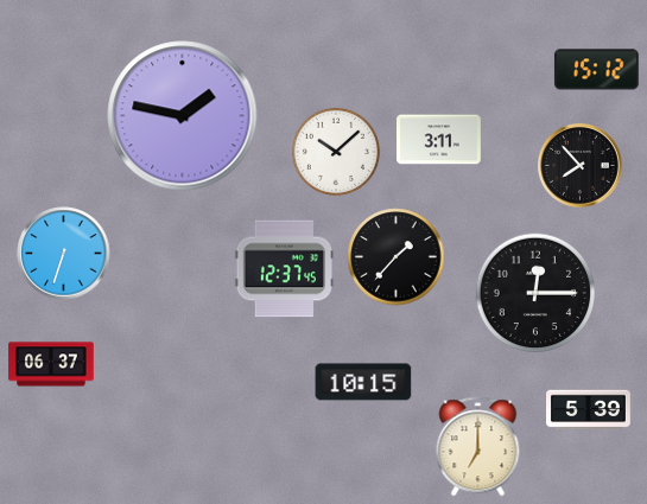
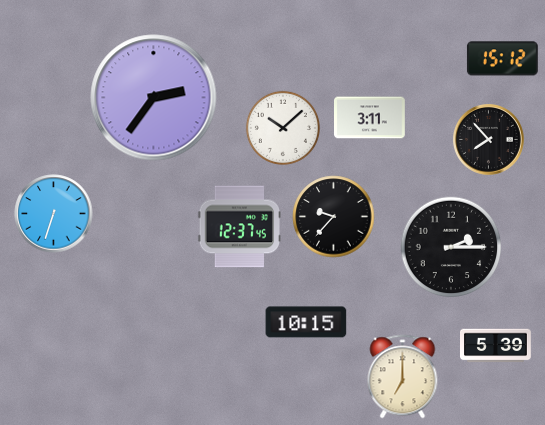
clock at (183, 116): 1:47 -> 2:36
clock at (397, 257): 1:37 -> 9:37
clock at (535, 293): 12:15 -> 2:15
clock at (51, 364): 06:37 -> none
